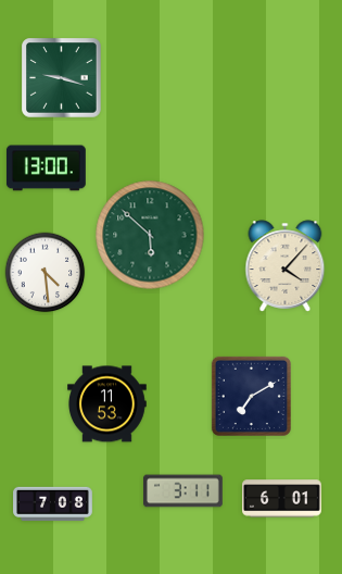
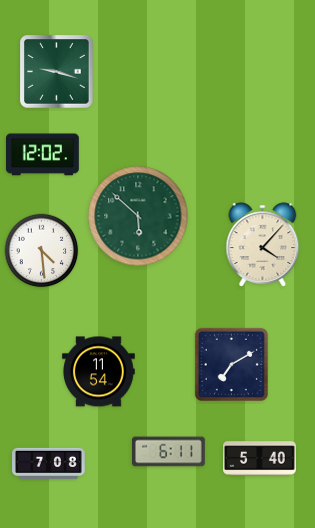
clock at (47, 169): 13:00 -> 12:02
clock at (107, 404): 11:53 -> 11:54
clock at (183, 491): 3:11 -> 6:11
clock at (282, 499): 6:01 -> 5:40
